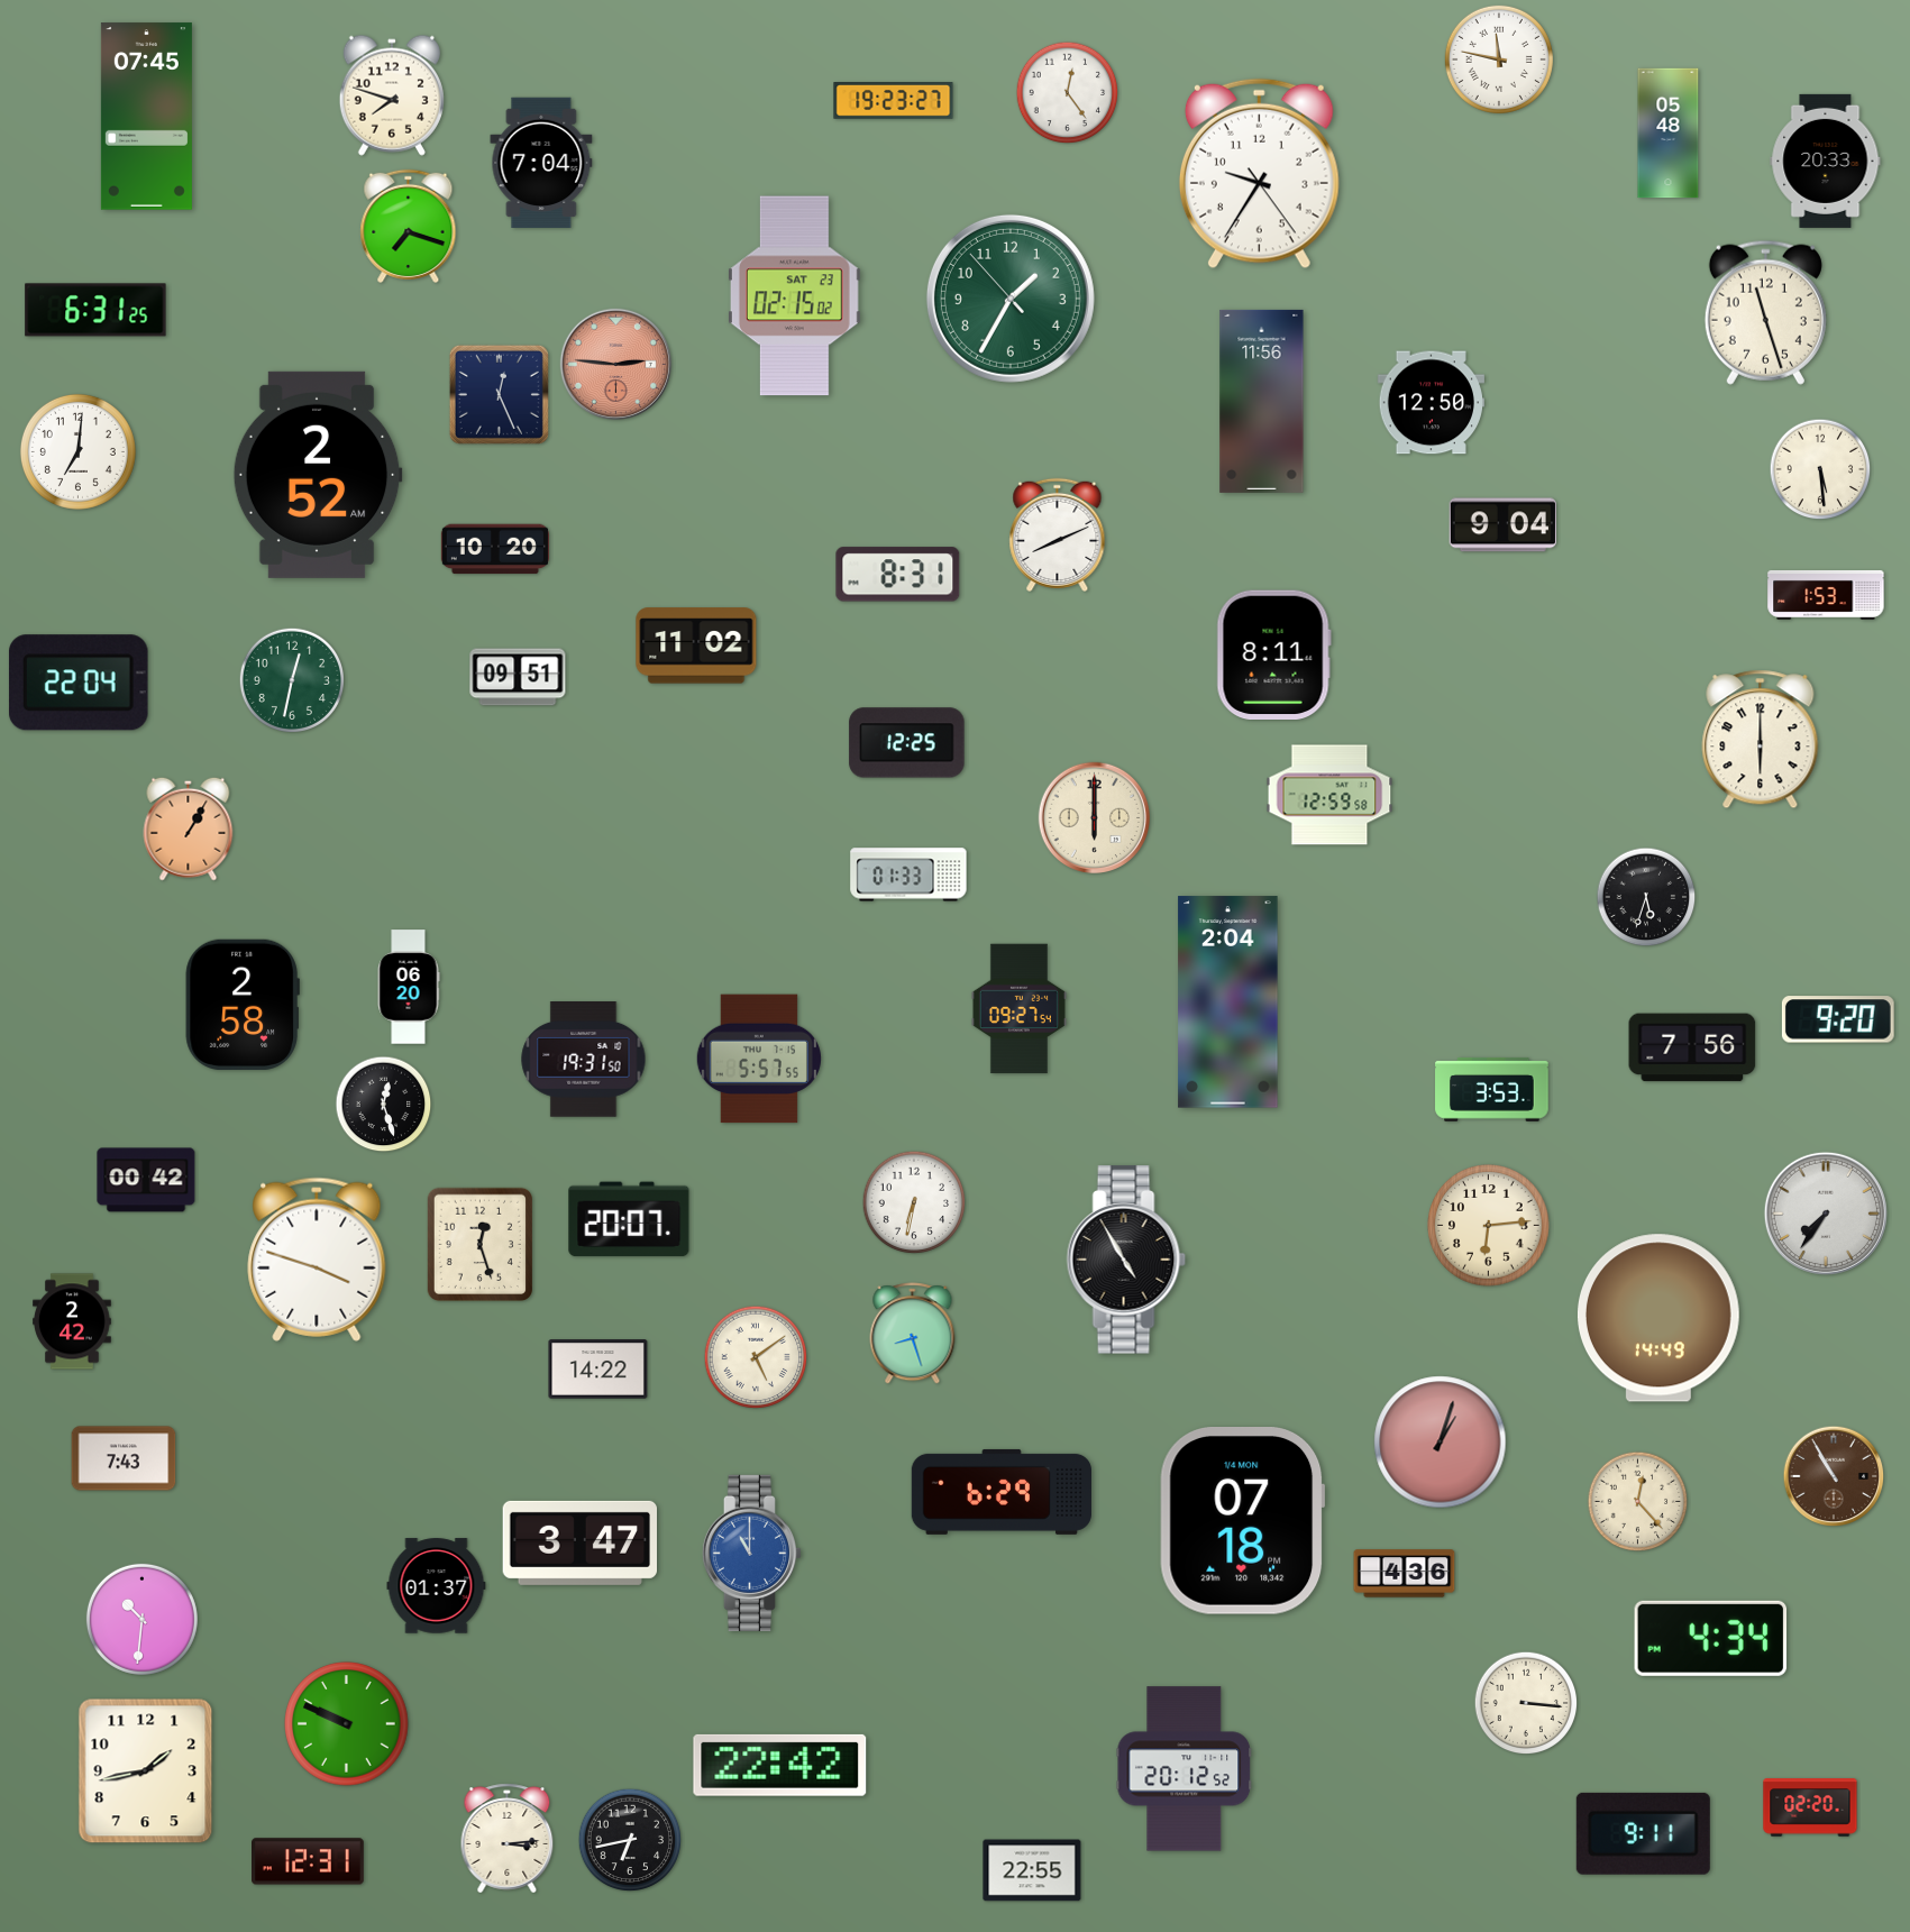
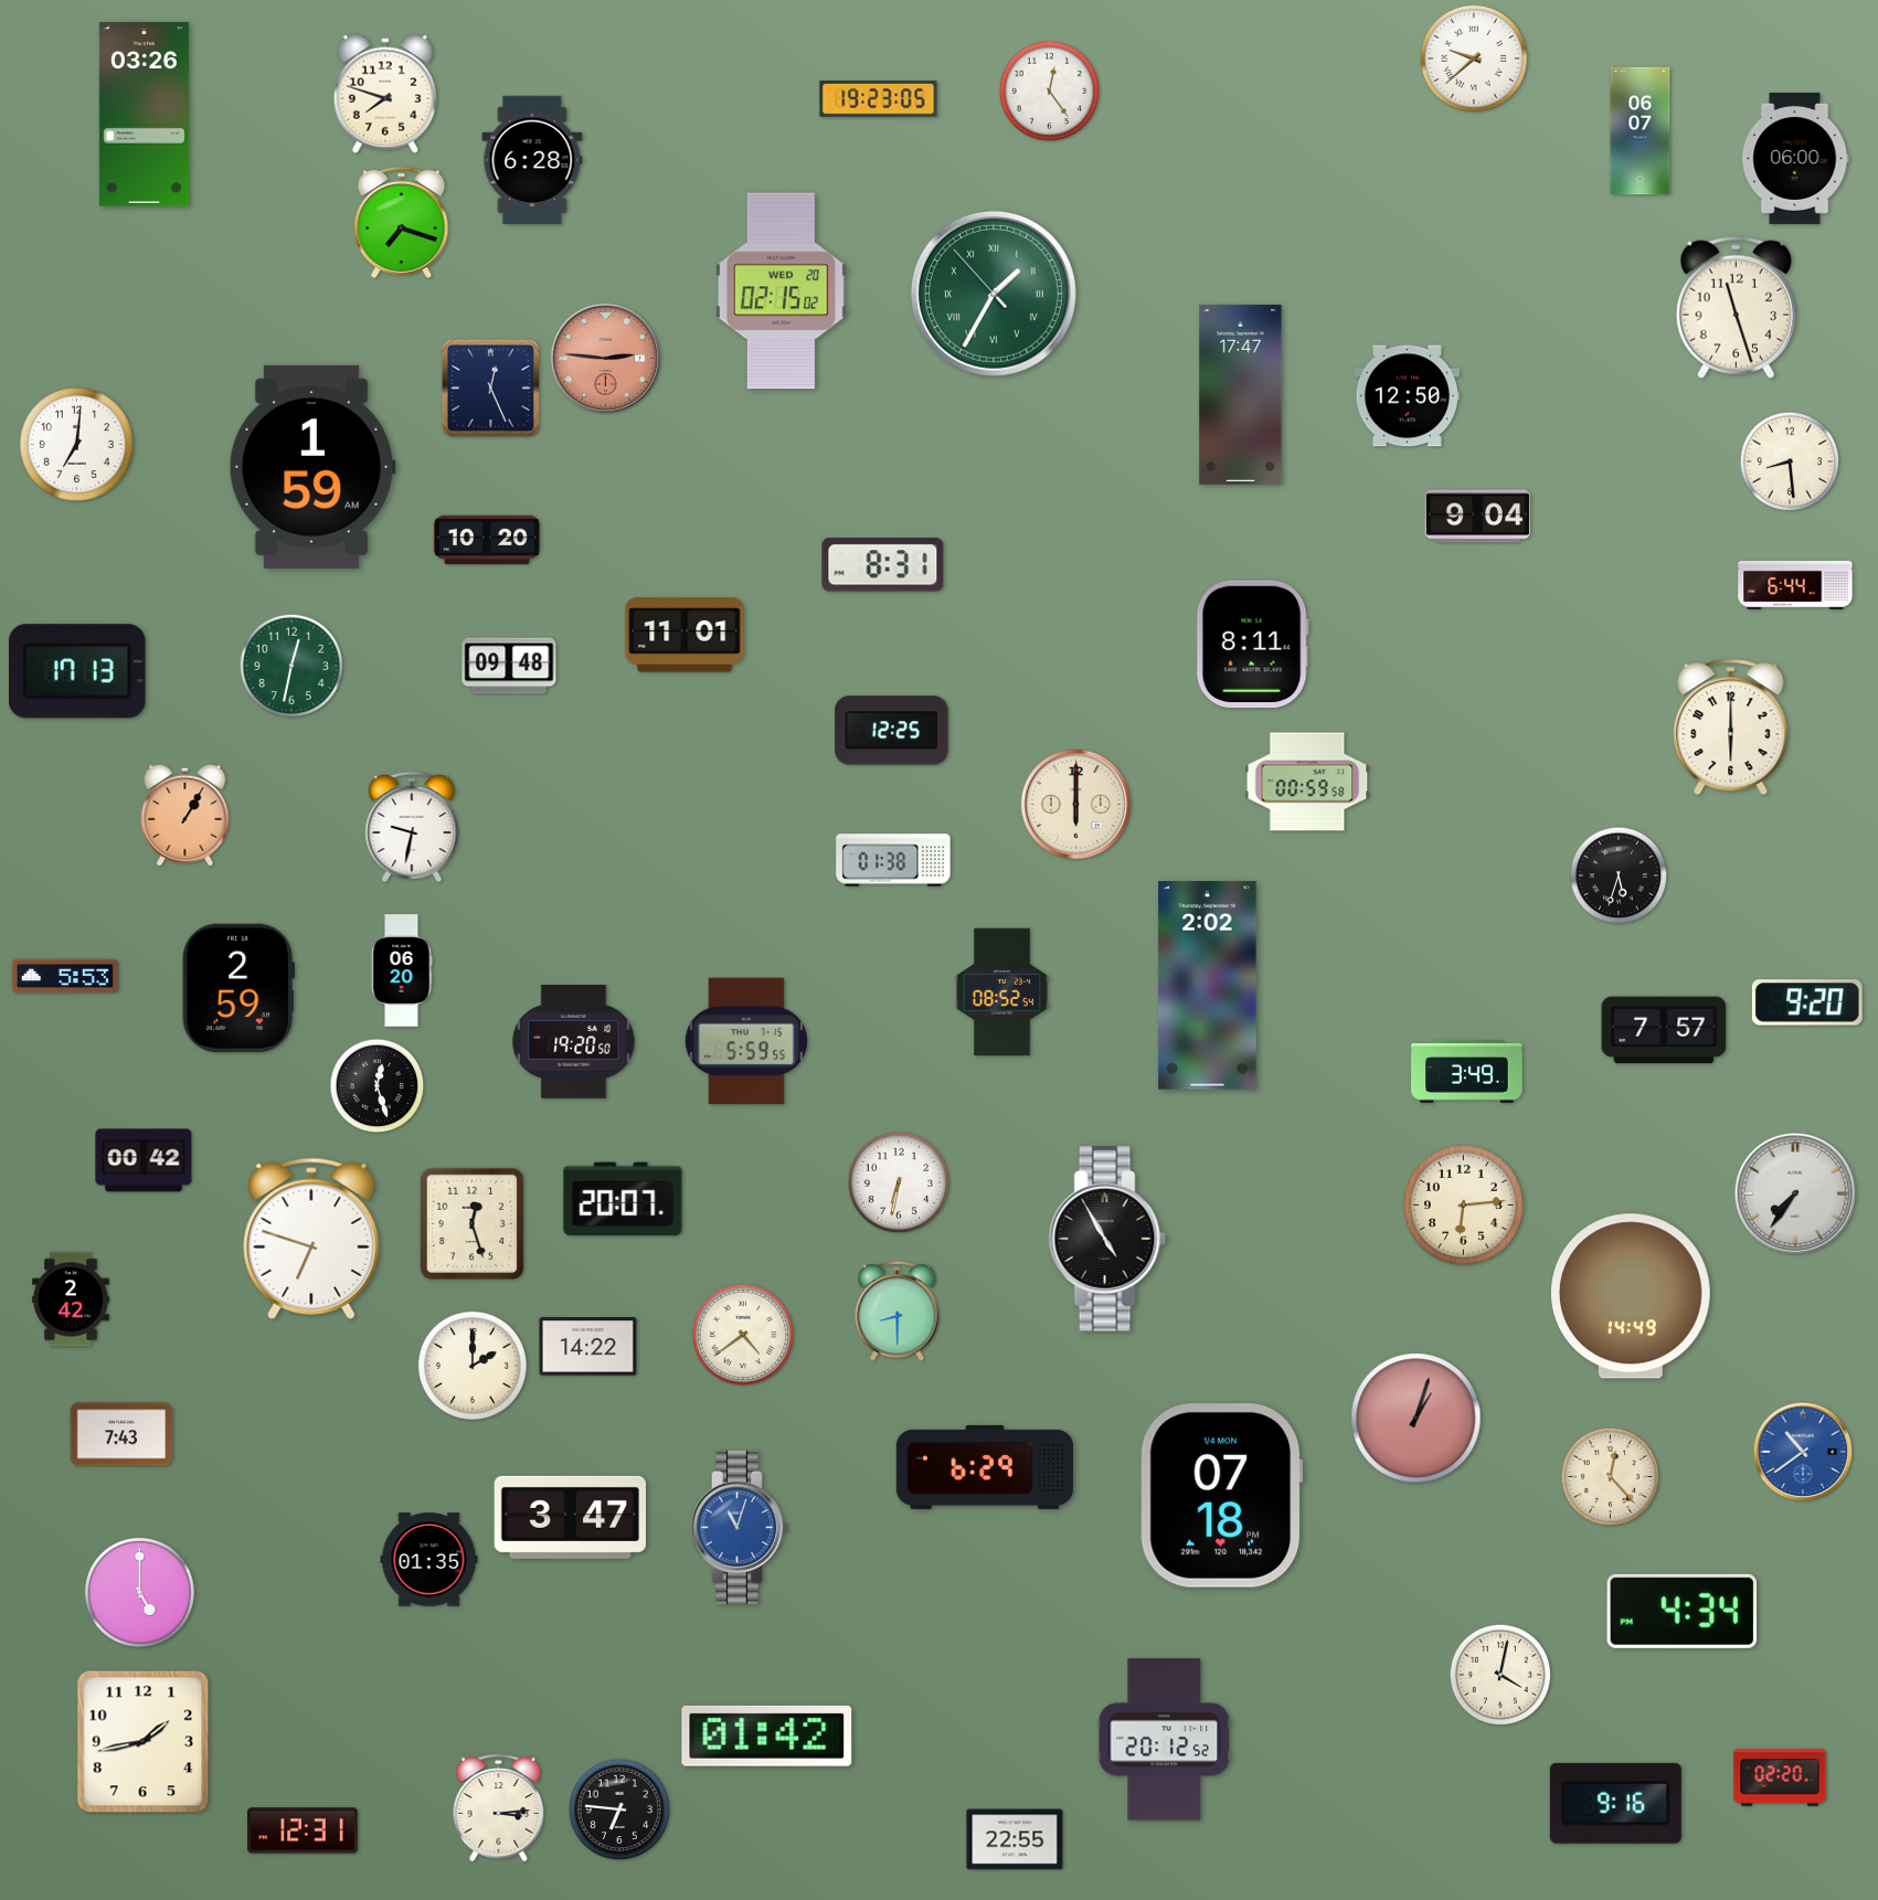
clock at (1499, 59): 11:47 -> 9:38
clock at (894, 101): 19:23:27 -> 19:23:05
clock at (146, 117): 07:45 -> 03:26
clock at (1669, 134): 05:48 -> 06:07
clock at (1826, 161): 20:33 -> 06:00
clock at (541, 162): 7:04 -> 6:28
clock at (1259, 174): 9:35 -> none
clock at (794, 296) date: SAT 23 -> WED 20
clock at (1011, 299) numerals: Arabic -> Roman
clock at (95, 310): 6:31 -> none
clock at (1262, 401): 11:56 -> 17:47
clock at (1820, 469): 5:29 -> 8:29
clock at (318, 475): 2:52 -> 1:59
clock at (1058, 534): 8:11 -> none
clock at (1826, 595): 1:53 -> 6:44
clock at (696, 645): 11:02 -> 11:01
clock at (518, 677): 09:51 -> 09:48
clock at (291, 679) position: (291, 679) -> (290, 665)
clock at (79, 683): 22:04 -> 17:13
clock at (1329, 795): 12:59 -> 00:59
clock at (412, 827): none -> 9:32
clock at (908, 875): 01:33 -> 01:38
clock at (1646, 897) position: (1646, 897) -> (1619, 875)
clock at (65, 976): none -> 5:53
clock at (1228, 1002): 2:04 -> 2:02
clock at (243, 1005): 2:58 -> 2:59
clock at (1018, 1009): 09:27 -> 08:52
clock at (1692, 1047): 7:56 -> 7:57
clock at (759, 1059): 5:57 -> 5:59
clock at (584, 1060): 19:31 -> 19:20
clock at (1492, 1089): 3:53 -> 3:49
clock at (629, 1219) position: (629, 1219) -> (623, 1199)
clock at (317, 1260): 3:48 -> 6:48
clock at (913, 1334): 8:27 -> 8:30
clock at (756, 1357): 5:09 -> 4:39
clock at (473, 1366): none -> 2:00
clock at (1834, 1476): 10:55 -> 10:39
clock at (1834, 1476) dial: brown -> blue
clock at (751, 1553): 11:00 -> 11:03
clock at (1405, 1574): 4:36 -> none
clock at (437, 1586): 01:37 -> 01:35
clock at (141, 1619): 10:31 -> 5:00
clock at (1526, 1703): 3:16 -> 4:02
clock at (347, 1724): 9:49 -> none
clock at (780, 1765): 22:42 -> 01:42
clock at (1643, 1833): 9:11 -> 9:16
clock at (630, 1840): 6:43 -> 6:46
